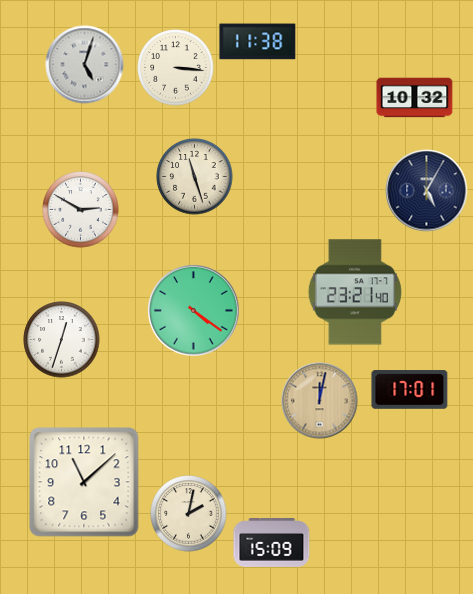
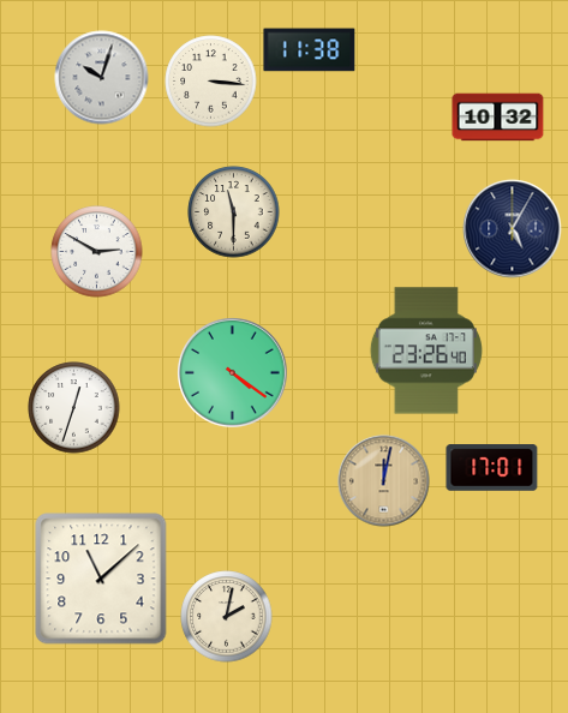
clock at (85, 65): 5:03 -> 10:03
clock at (195, 177): 11:27 -> 11:30
clock at (355, 292): 23:21 -> 23:26
clock at (272, 543): 15:09 -> none
